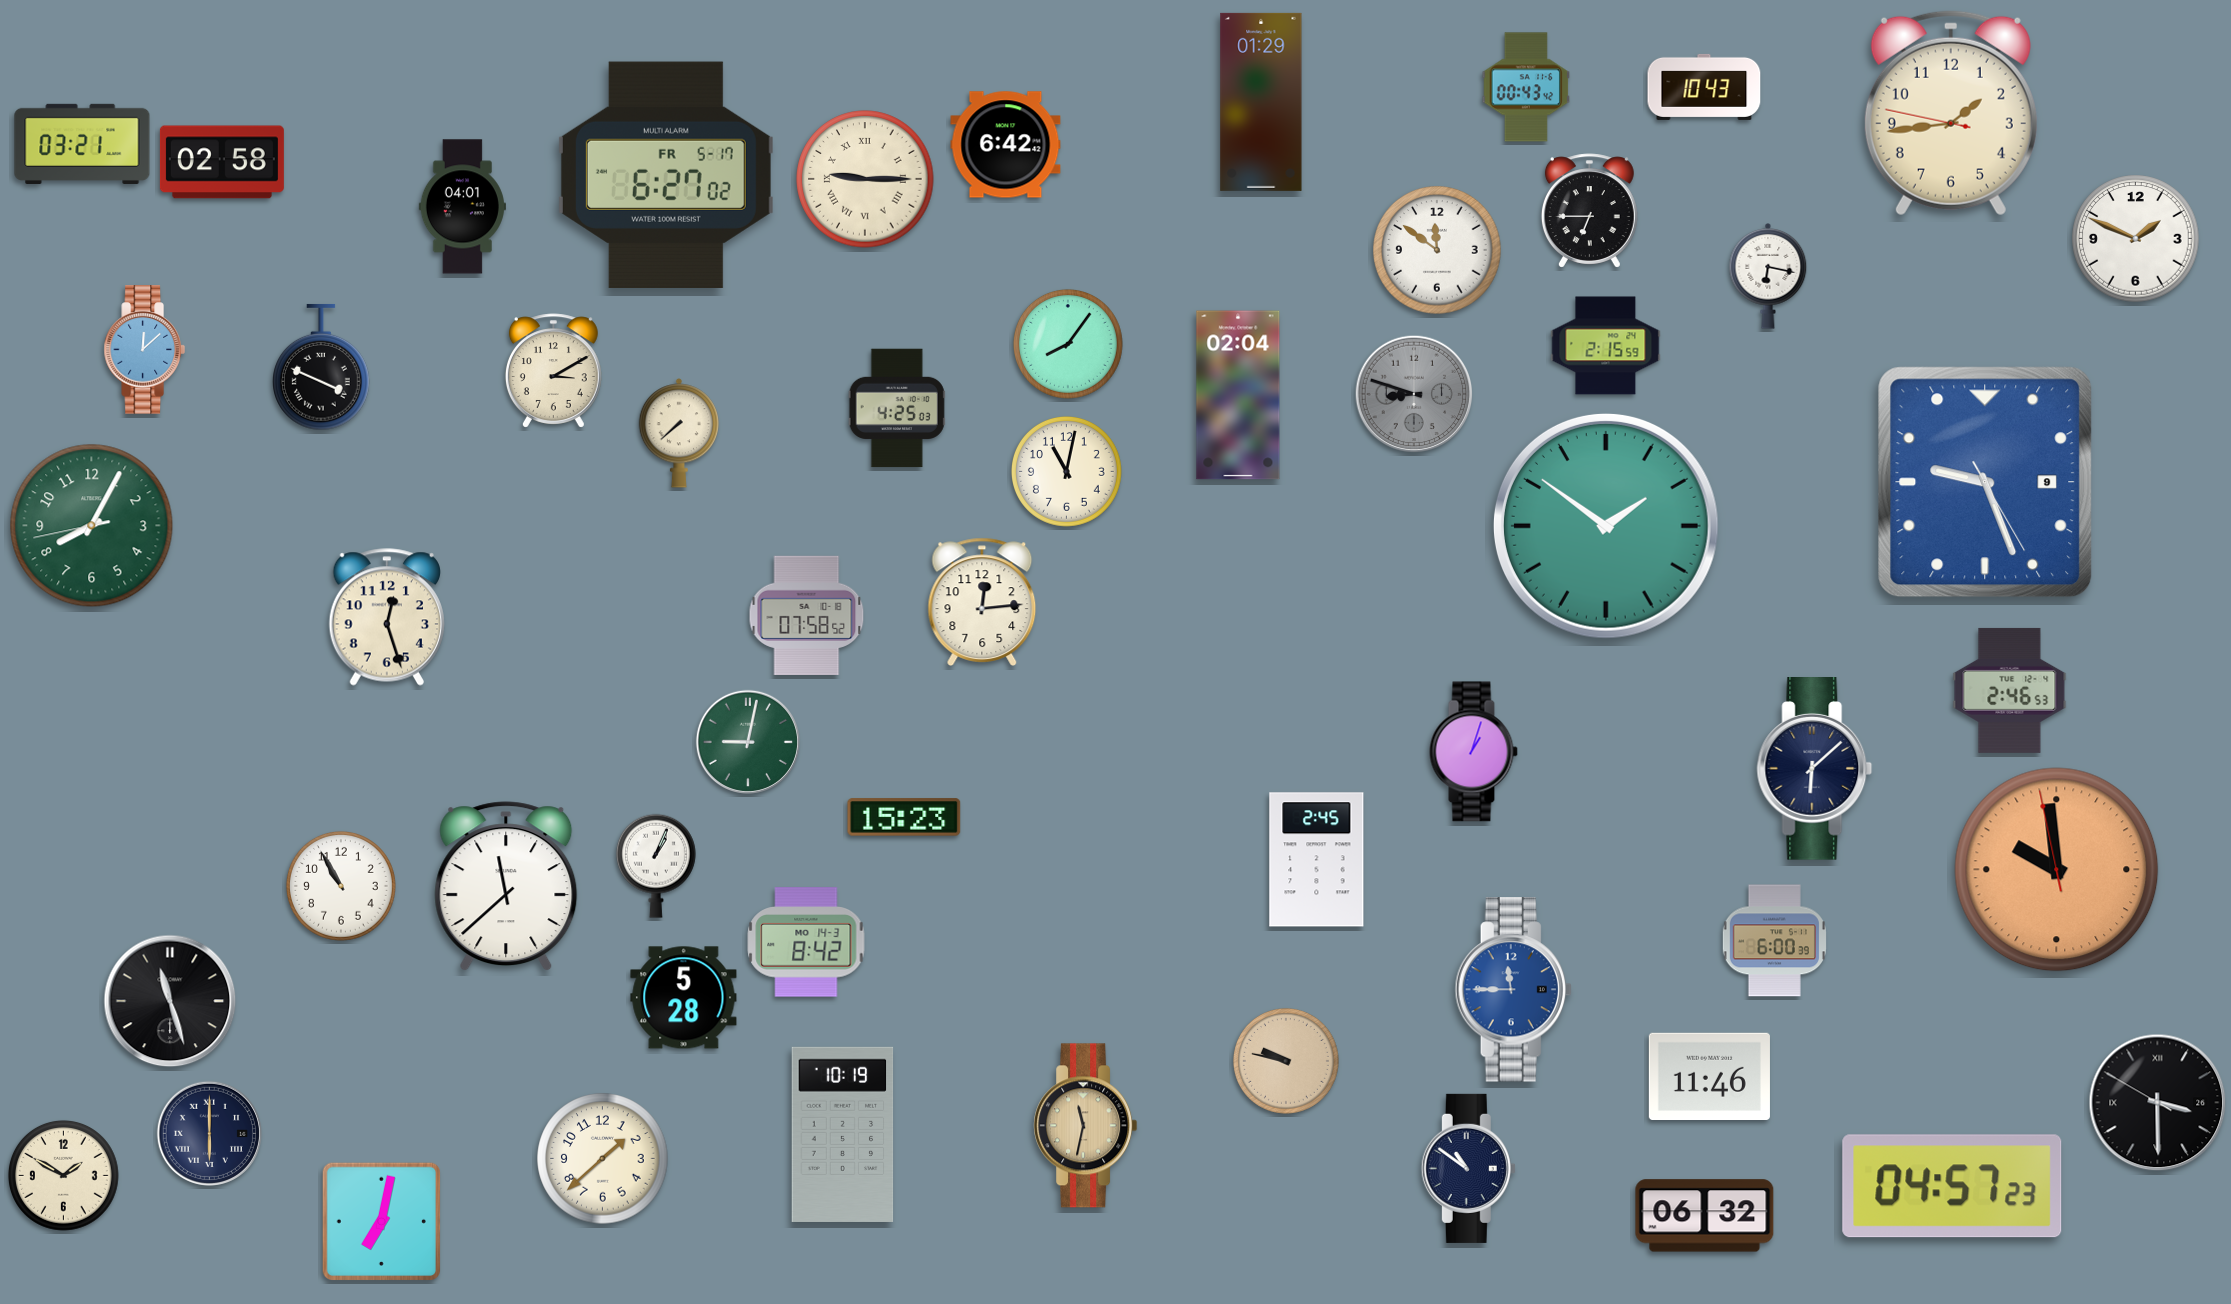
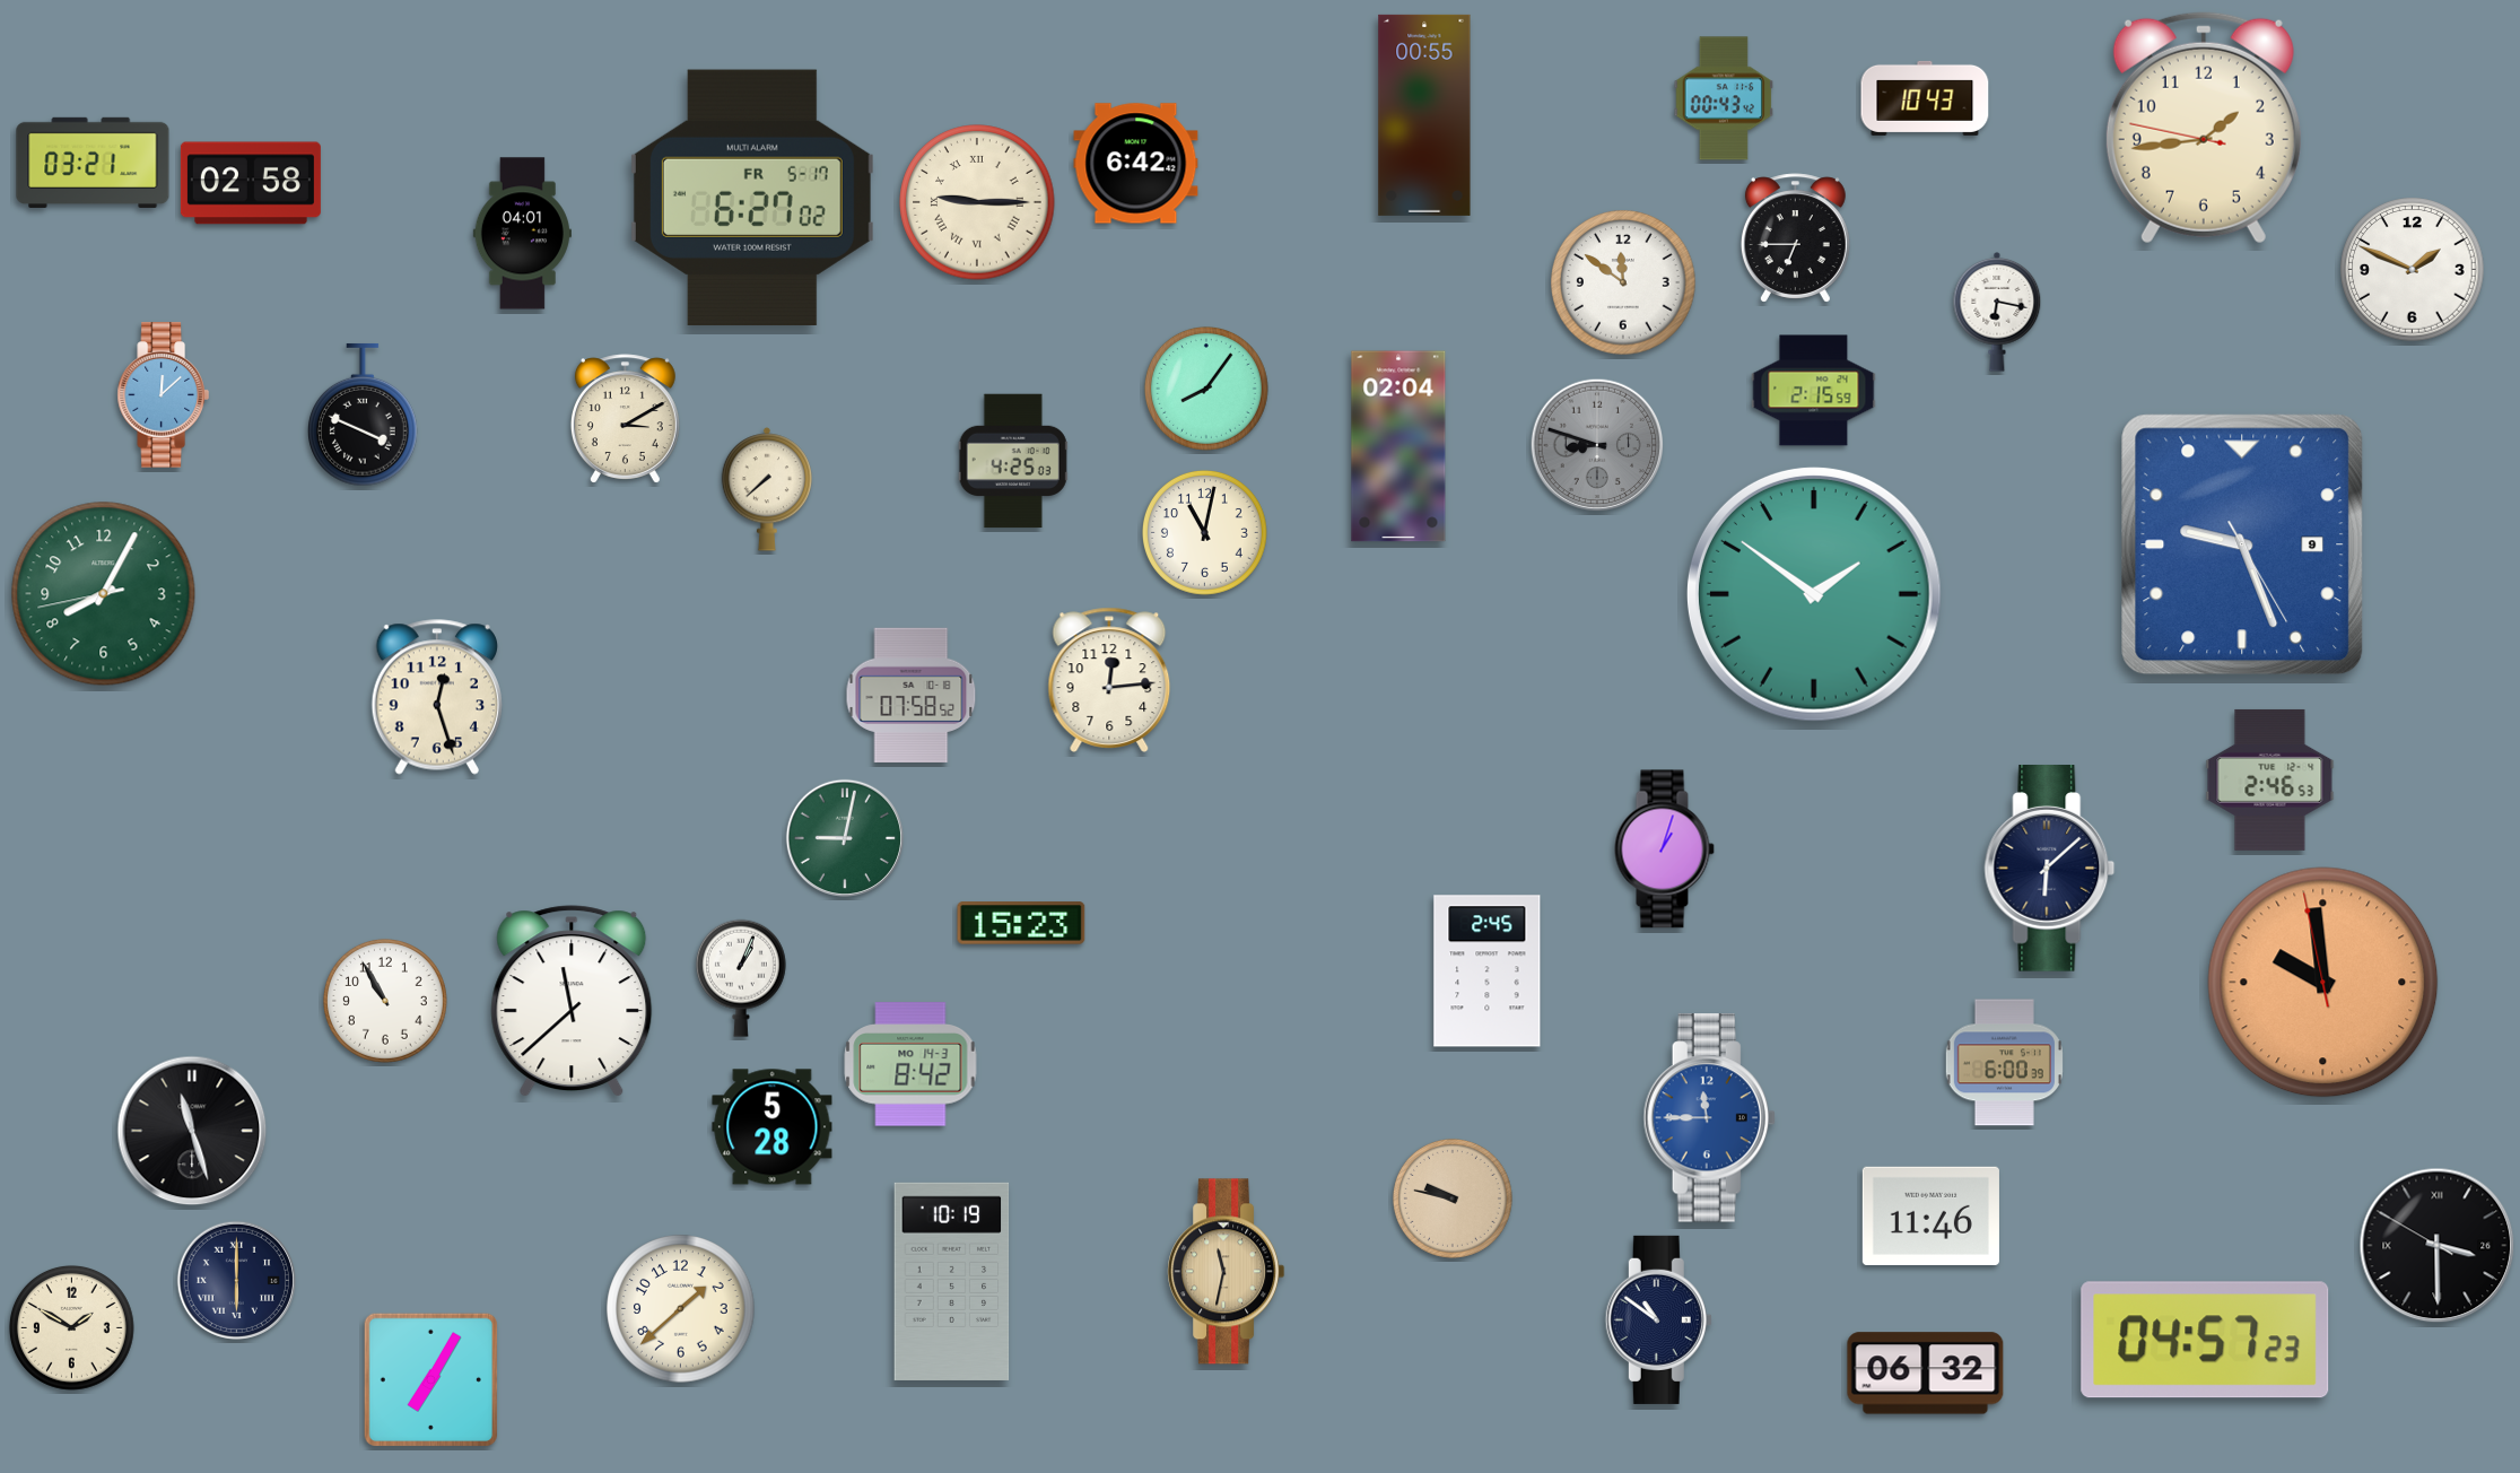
clock at (1261, 102): 01:29 -> 00:55
clock at (381, 1221): 7:02 -> 7:05
